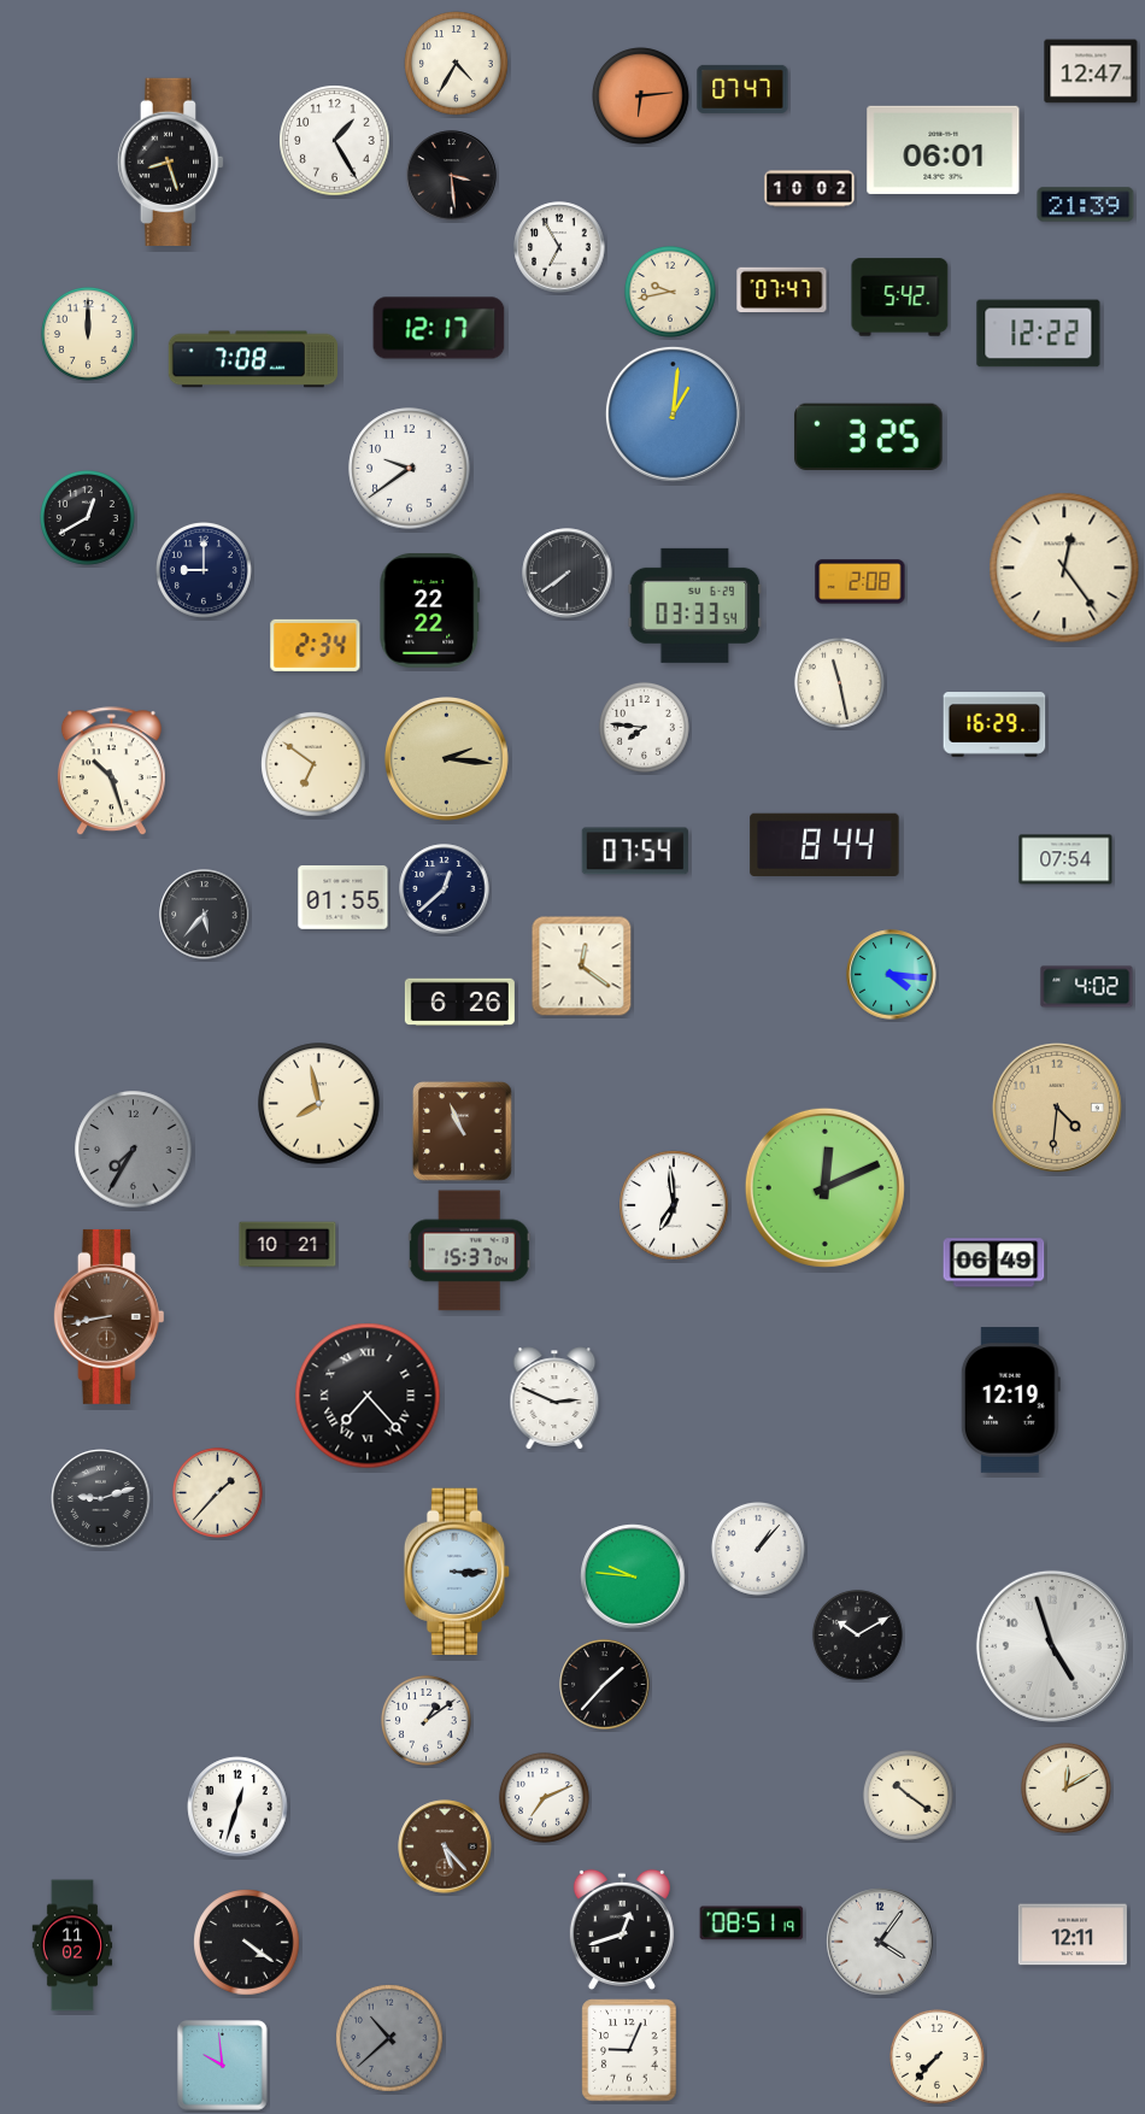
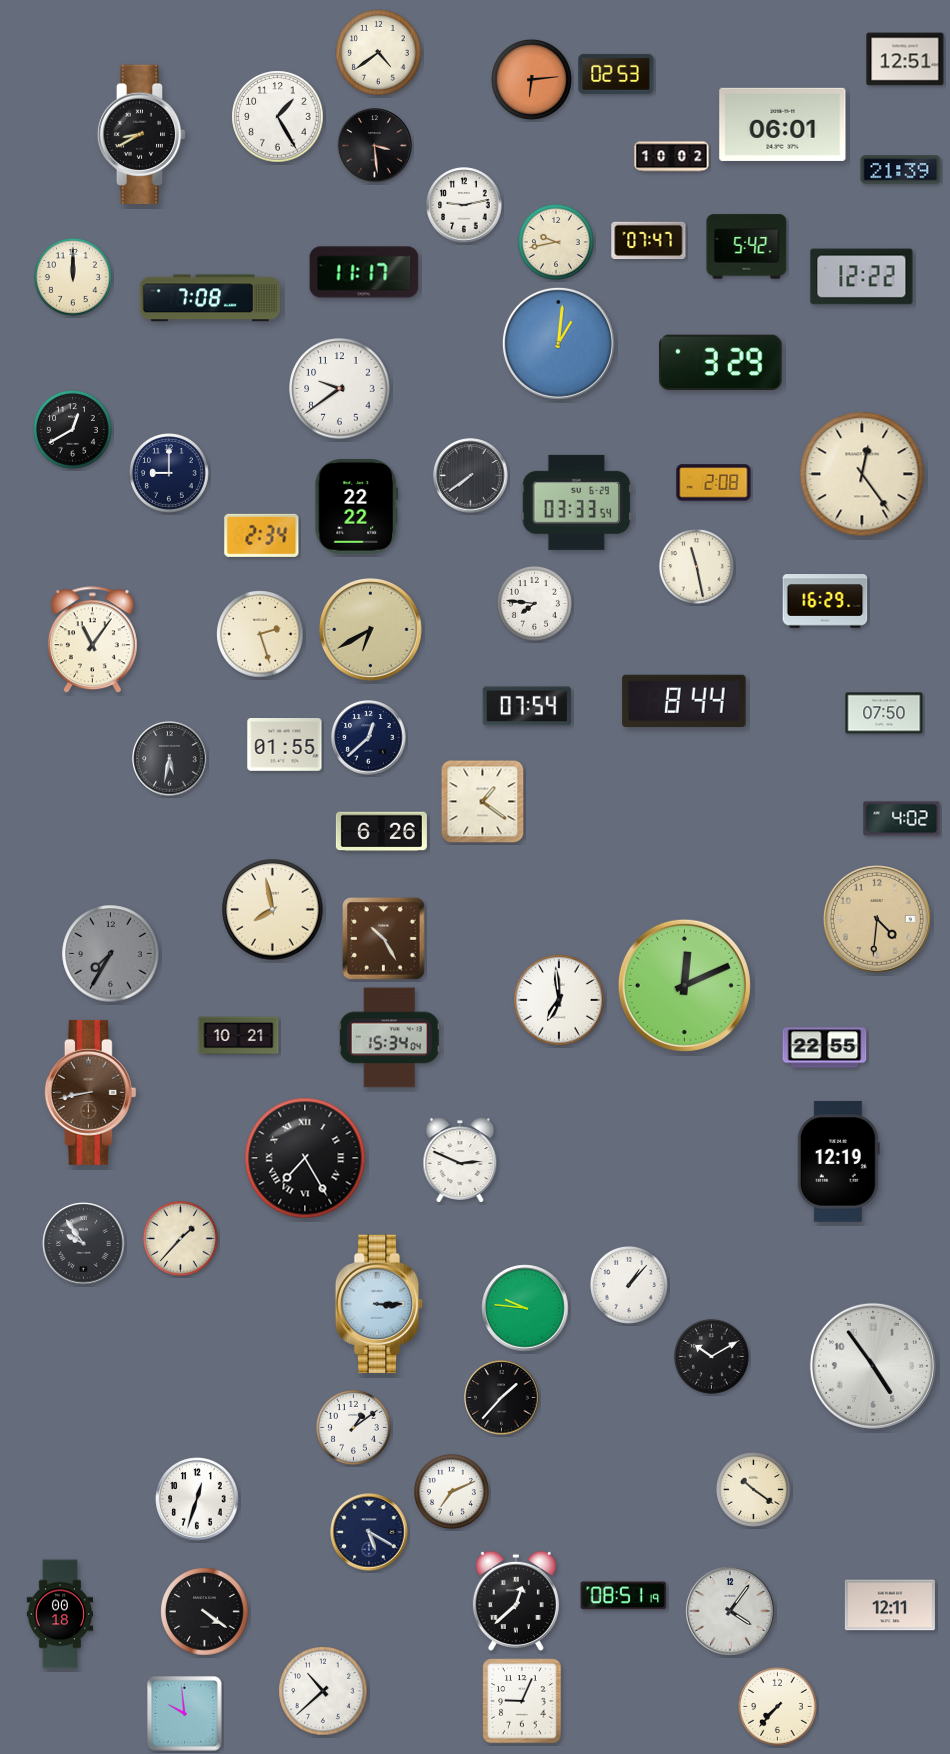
clock at (457, 64): 4:35 -> 4:39
clock at (1091, 71): 12:47 -> 12:51
clock at (742, 89): 07:47 -> 02:53
clock at (171, 162): 8:27 -> 8:40
clock at (559, 247): 6:55 -> 9:13
clock at (439, 328): 12:17 -> 11:17
clock at (869, 436): 3:25 -> 3:29
clock at (1064, 568) position: (1064, 568) -> (862, 474)
clock at (447, 759): 2:16 -> 6:40
clock at (313, 764): 6:51 -> 2:27
clock at (111, 771): 10:27 -> 11:06
clock at (1065, 859): 07:54 -> 07:50
clock at (205, 915): 5:37 -> 5:32
clock at (582, 967): 12:21 -> 1:21
clock at (892, 975): 4:16 -> none
clock at (319, 1104) position: (319, 1104) -> (273, 910)
clock at (463, 1132): 10:56 -> 10:25
clock at (288, 1245) position: (288, 1245) -> (239, 1036)
clock at (469, 1251): 15:37 -> 15:34
clock at (994, 1263): 06:49 -> 22:55
clock at (368, 1396): 7:23 -> 7:25
clock at (101, 1499): 9:12 -> 9:54
clock at (1052, 1646): 4:57 -> 4:54
clock at (1065, 1787): 12:10 -> none
clock at (445, 1846): 5:23 -> 5:20
clock at (445, 1846) dial: brown -> navy
clock at (622, 1930): 12:42 -> 12:38
clock at (72, 1945): 11:02 -> 00:18
clock at (389, 2038) dial: grey -> white
